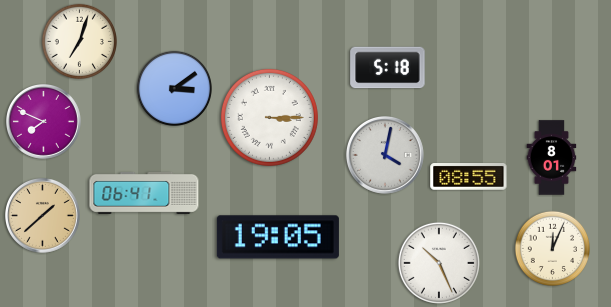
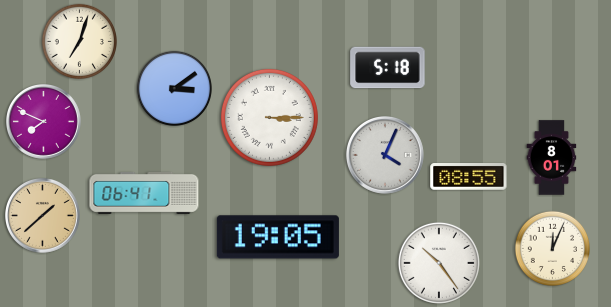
clock at (385, 155): 4:02 -> 4:04
clock at (439, 263): 10:26 -> 10:24
